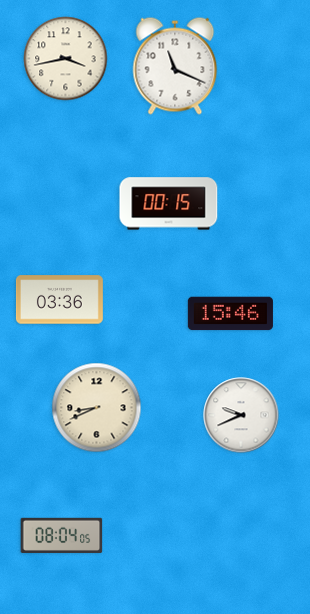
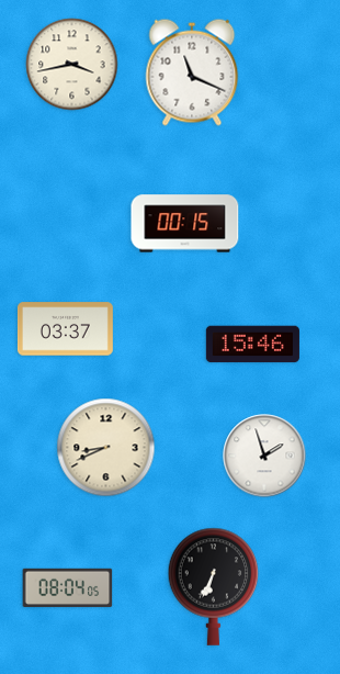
clock at (59, 300): 03:36 -> 03:37
clock at (241, 415): 9:41 -> 1:57
clock at (214, 586): none -> 6:34
